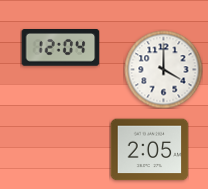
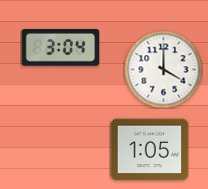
clock at (60, 48): 12:04 -> 3:04
clock at (149, 150): 2:05 -> 1:05
